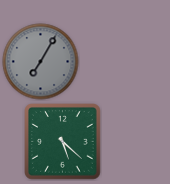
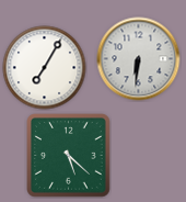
clock at (139, 59): none -> 6:31
clock at (41, 62) dial: grey -> white
